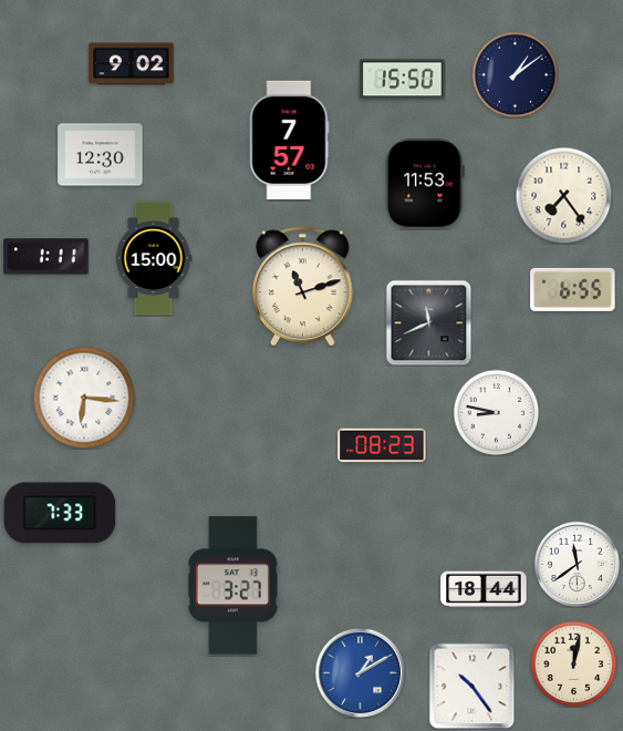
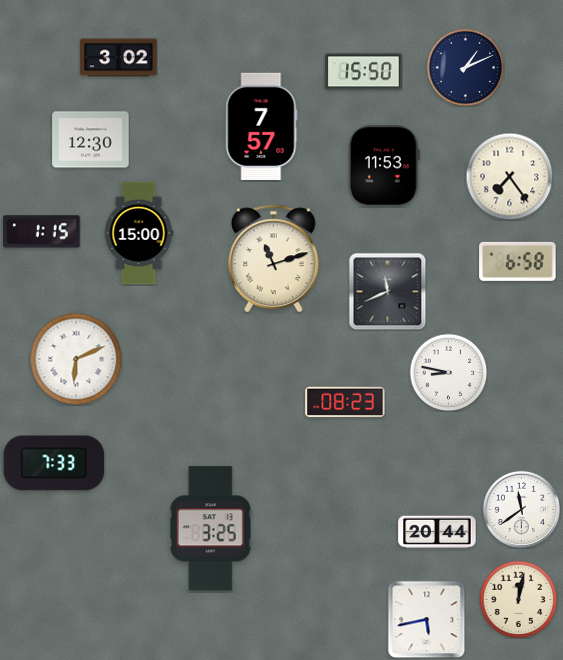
clock at (132, 64): 9:02 -> 3:02
clock at (515, 74): 1:09 -> 1:11
clock at (46, 257): 1:11 -> 1:15
clock at (573, 289): 6:55 -> 6:58
clock at (84, 398): 6:16 -> 6:11
clock at (232, 586): 3:27 -> 3:25
clock at (484, 589): 18:44 -> 20:44
clock at (360, 672): 1:10 -> none
clock at (471, 686): 10:24 -> 5:43
